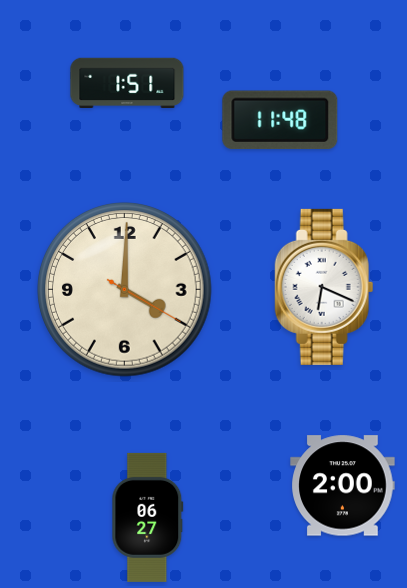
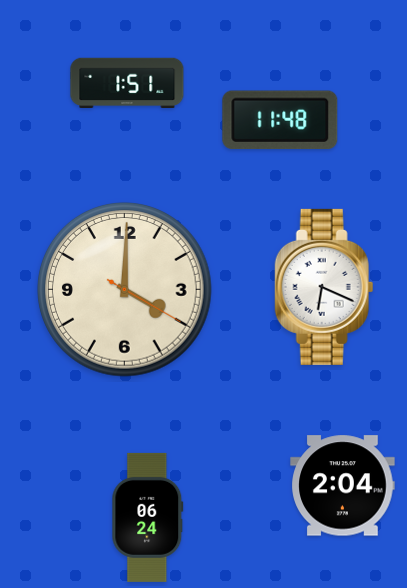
clock at (343, 486): 2:00 -> 2:04
clock at (148, 517): 06:27 -> 06:24
